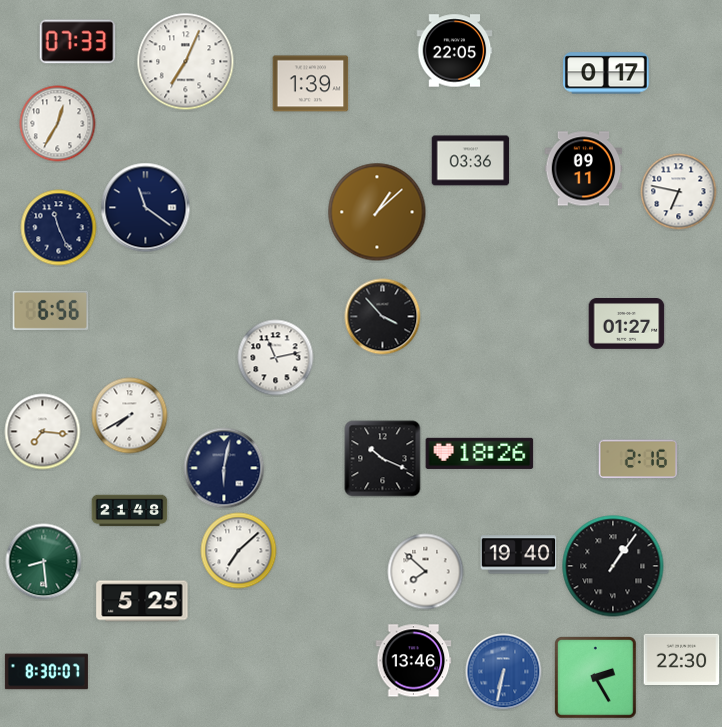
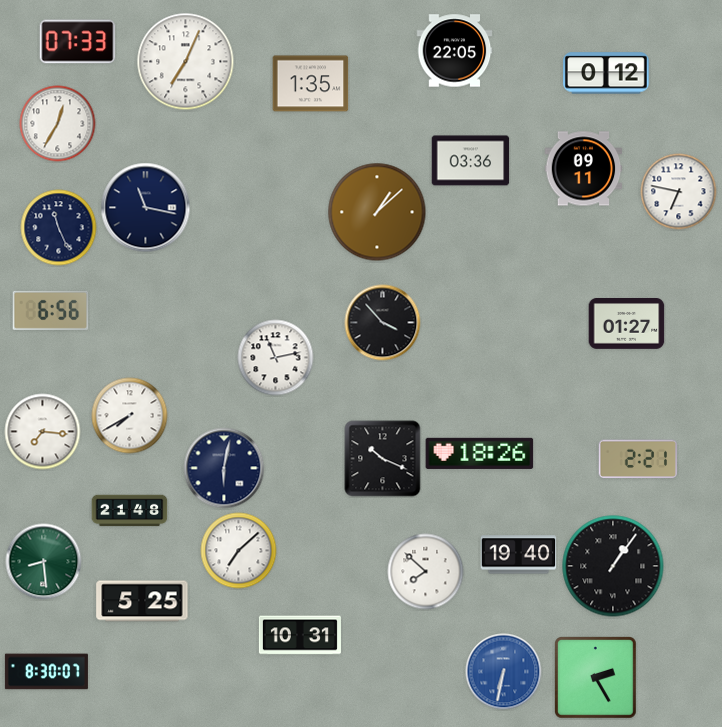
clock at (607, 73): 0:17 -> 0:12
clock at (311, 84): 1:39 -> 1:35
clock at (146, 208): 11:21 -> 11:17
clock at (383, 317) position: (383, 317) -> (383, 323)
clock at (637, 459): 2:16 -> 2:21
clock at (300, 635): none -> 10:31
clock at (682, 659): 22:30 -> none
clock at (414, 661): 13:46 -> none
